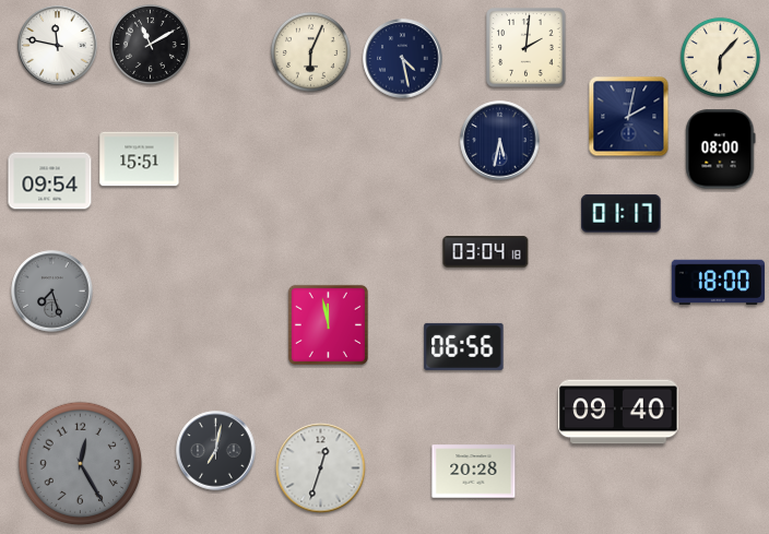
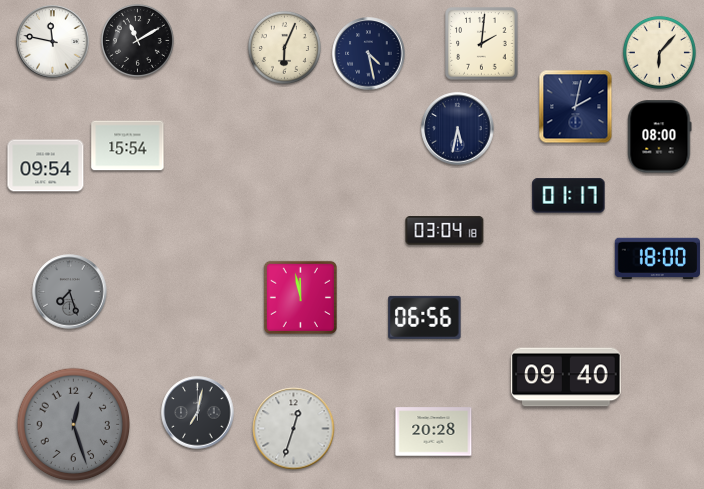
clock at (140, 159): 15:51 -> 15:54
clock at (52, 292) position: (52, 292) -> (70, 292)
clock at (81, 464): 12:25 -> 12:27
